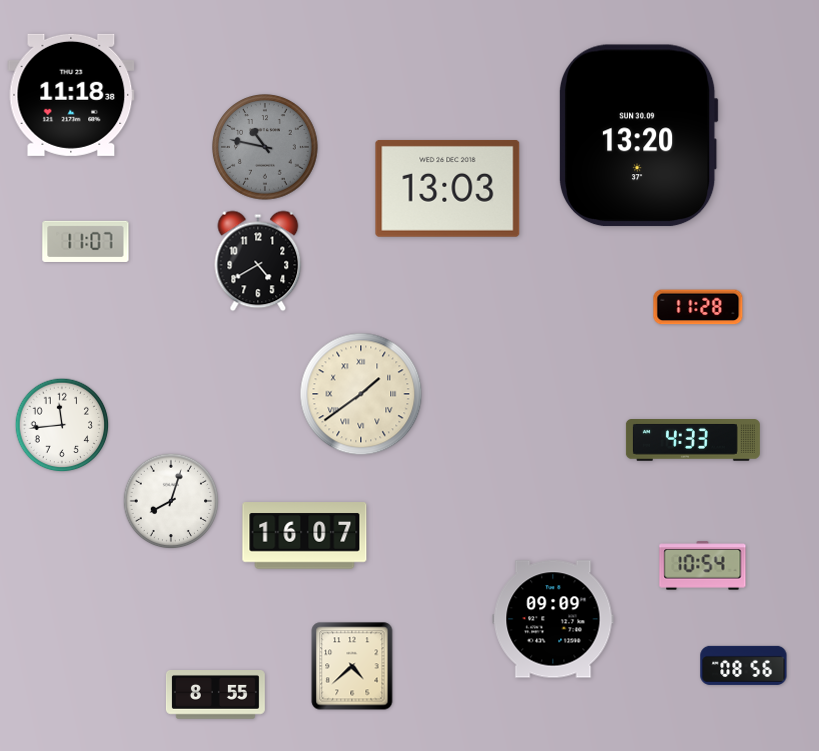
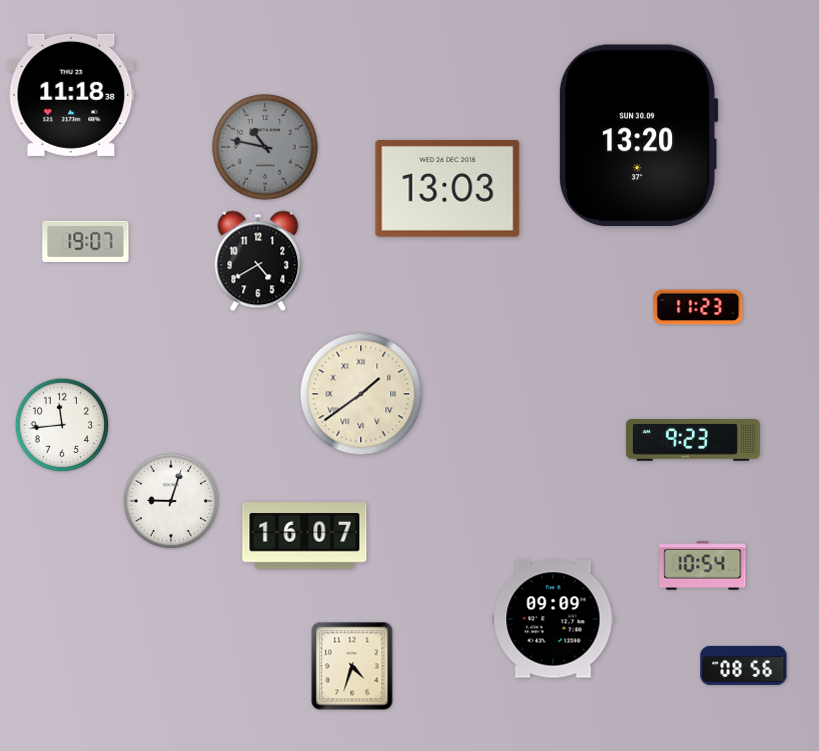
clock at (86, 241): 11:07 -> 19:07
clock at (698, 307): 11:28 -> 11:23
clock at (693, 441): 4:33 -> 9:23
clock at (171, 501): 8:03 -> 9:03
clock at (352, 666): 4:38 -> 4:33
clock at (215, 695): 8:55 -> none
